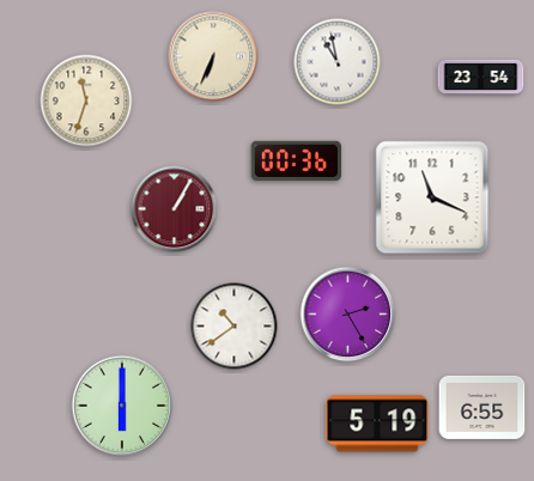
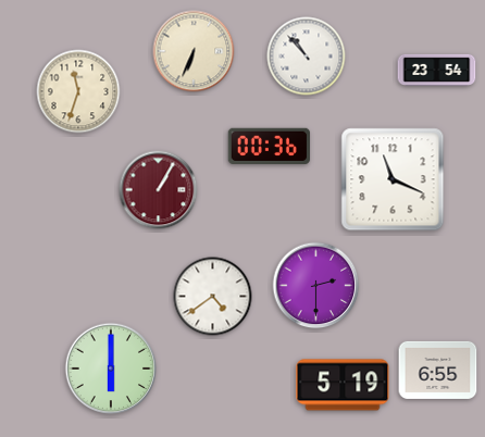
clock at (338, 62): 10:58 -> 10:53
clock at (348, 315): 2:25 -> 2:30
clock at (235, 327): 10:39 -> 4:39
